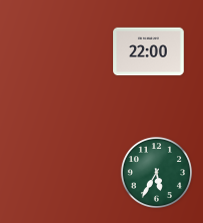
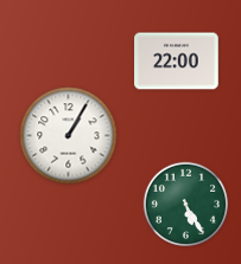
clock at (69, 136): none -> 1:05
clock at (156, 172): 5:35 -> 5:25
